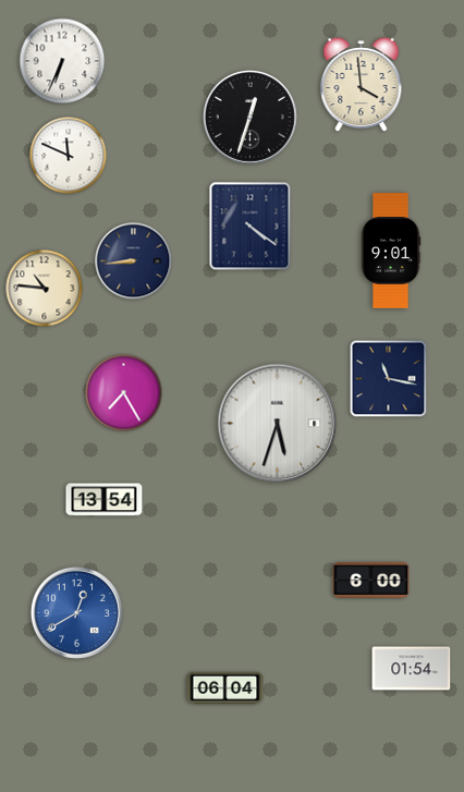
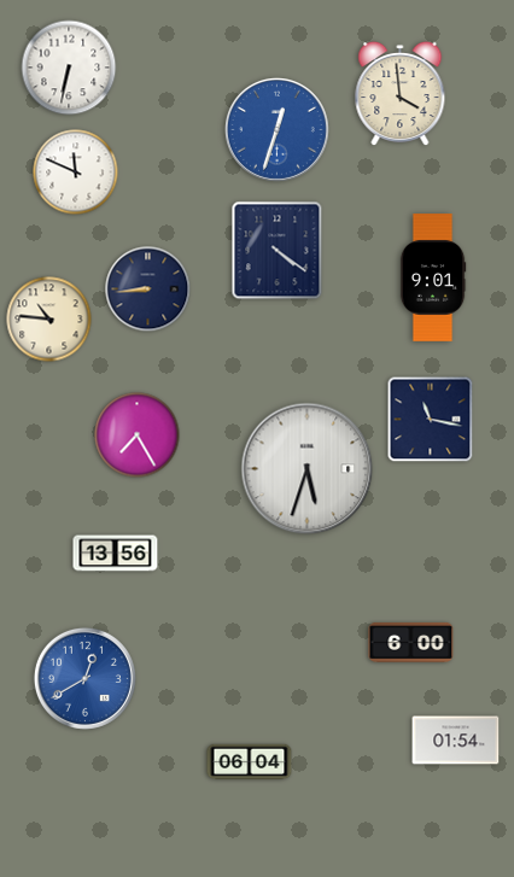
clock at (62, 61): 6:34 -> 6:32
clock at (249, 117) dial: black -> blue
clock at (105, 500): 13:54 -> 13:56
